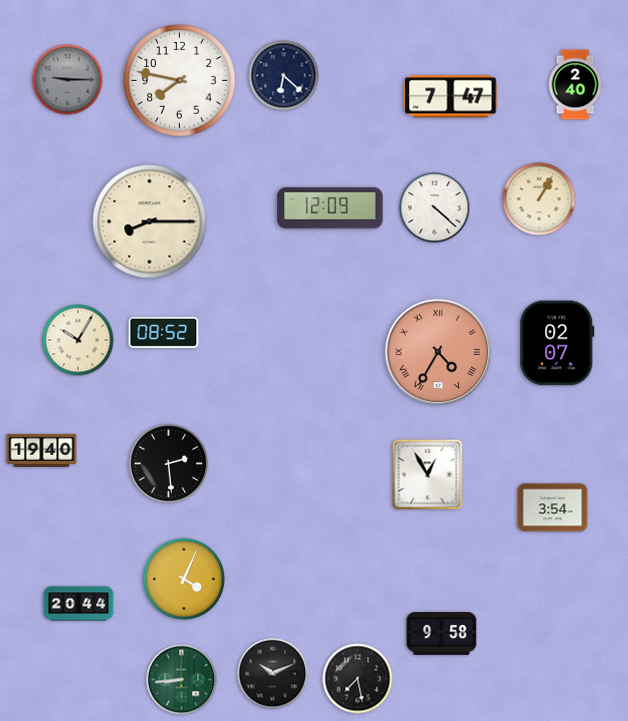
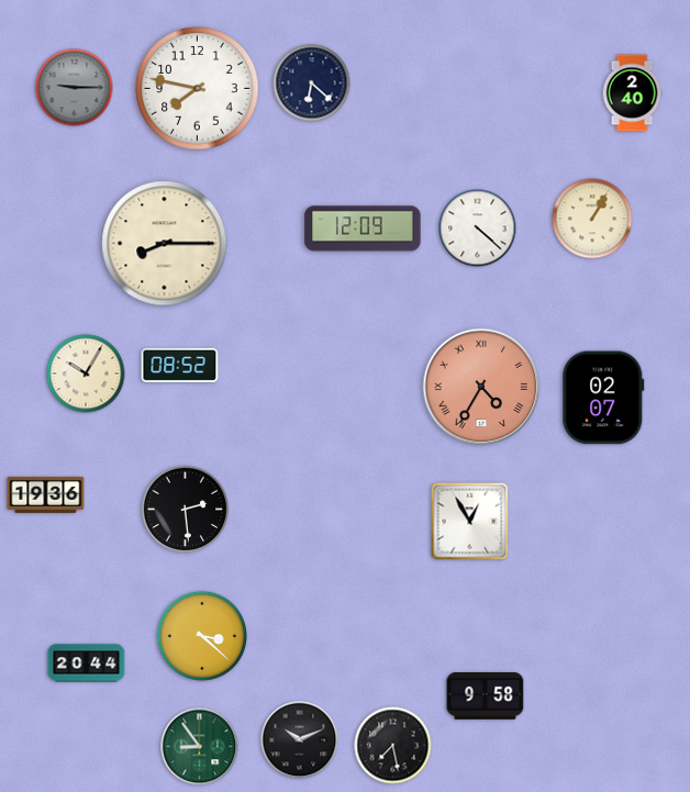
clock at (451, 97): 7:47 -> none
clock at (557, 343) position: (557, 343) -> (603, 398)
clock at (42, 450): 19:40 -> 19:36
clock at (553, 508): 3:54 -> none
clock at (183, 578): 4:04 -> 3:22
clock at (182, 680): 8:44 -> 8:54
